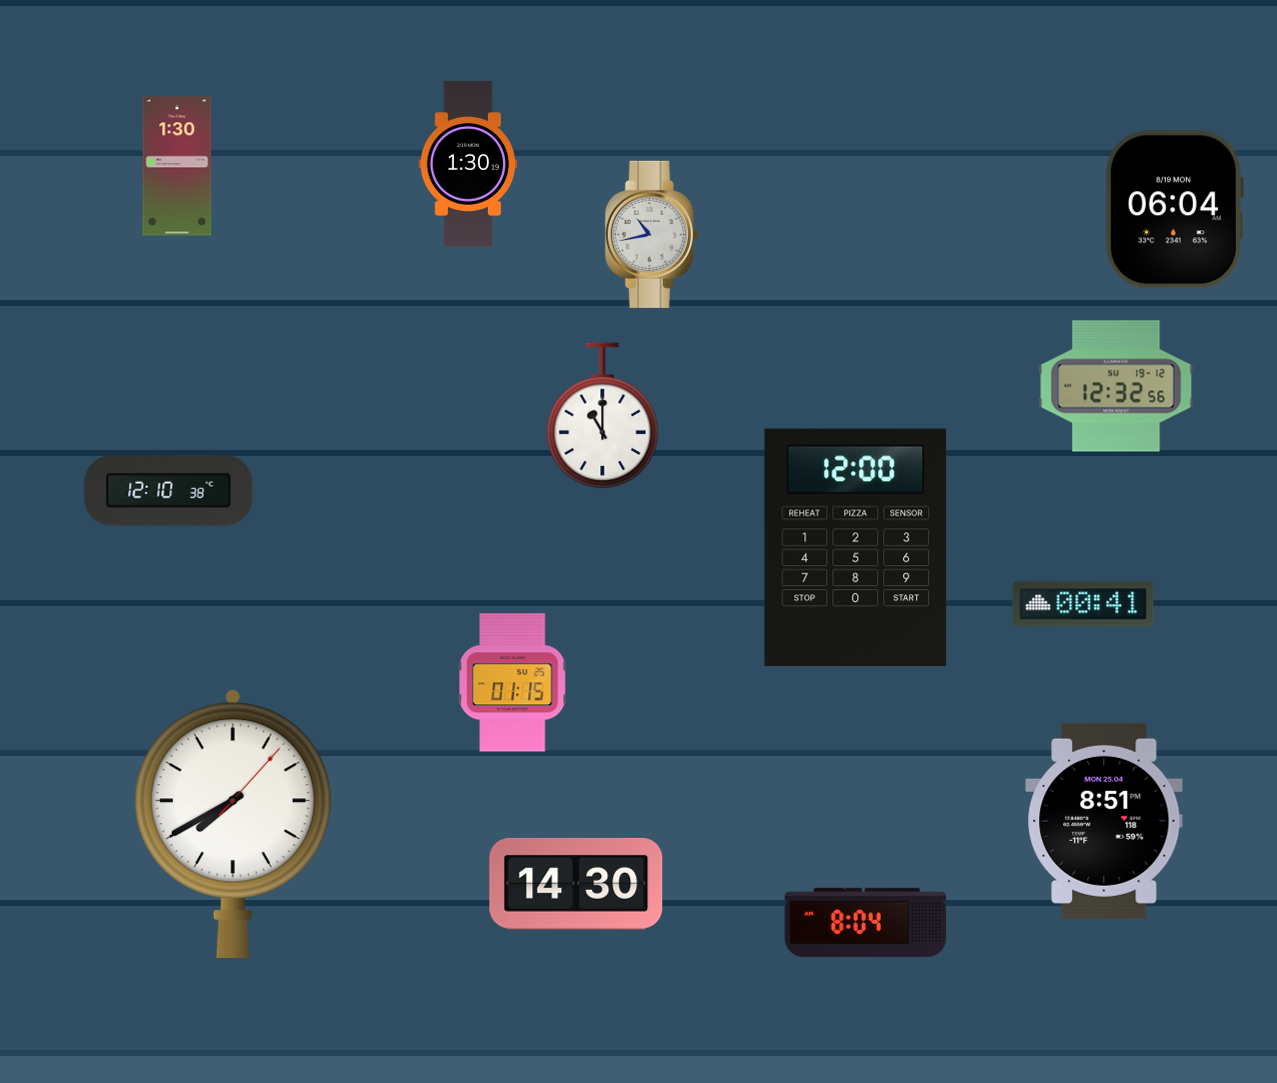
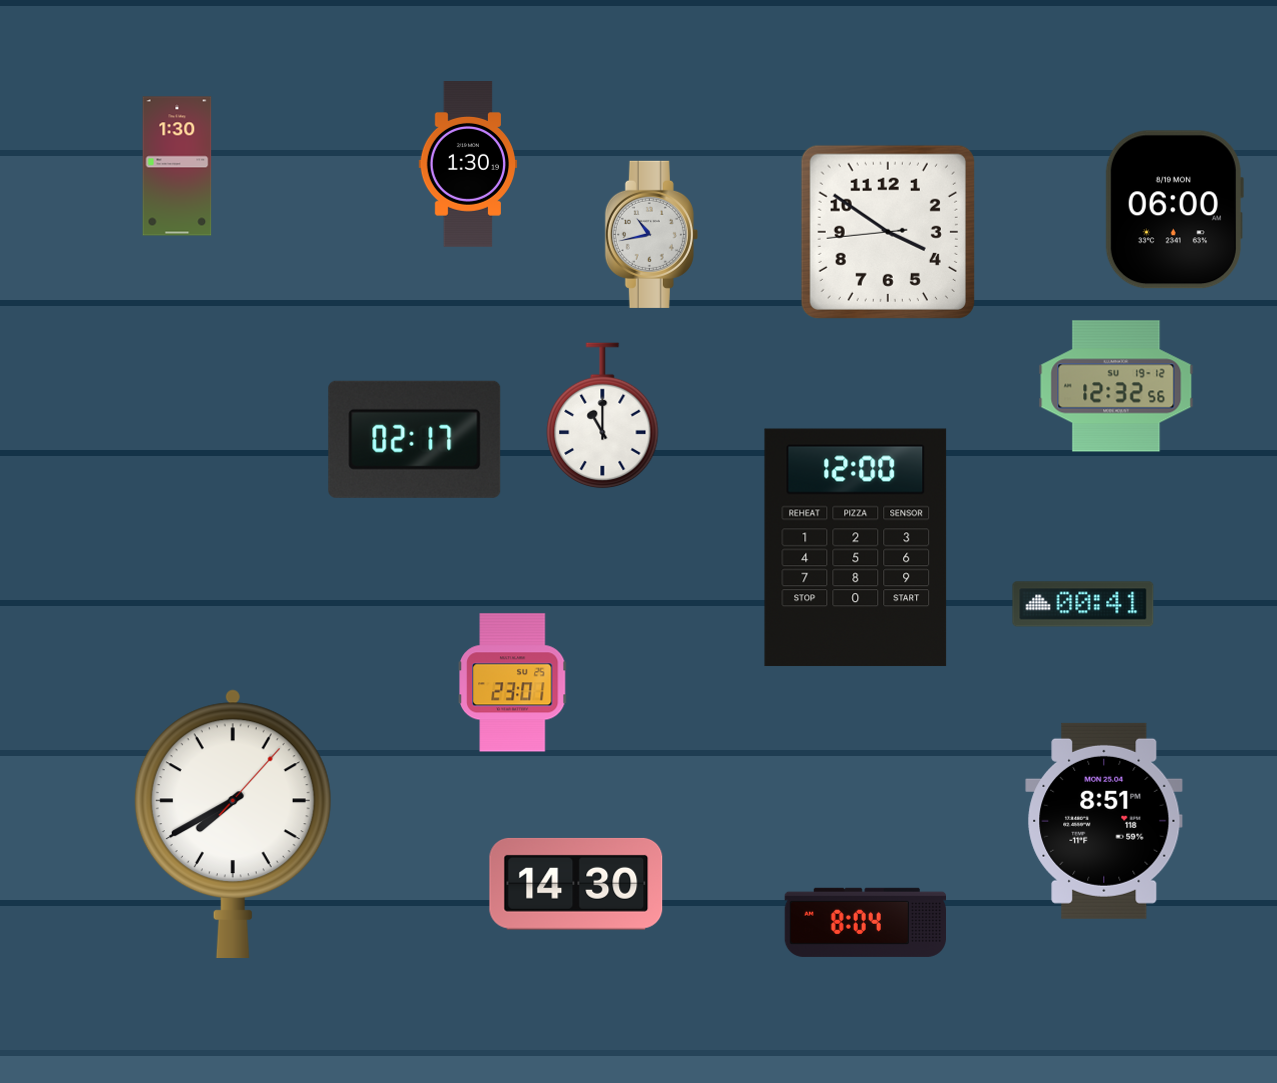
clock at (1174, 210): 06:04 -> 06:00
clock at (888, 232): none -> 3:50
clock at (415, 439): none -> 02:17
clock at (169, 491): 12:10 -> none
clock at (512, 683): 01:15 -> 23:01
